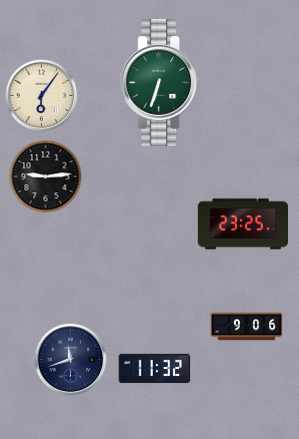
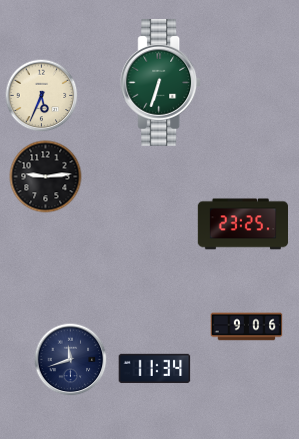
clock at (42, 96): 6:06 -> 5:34
clock at (155, 368): 11:32 -> 11:34
